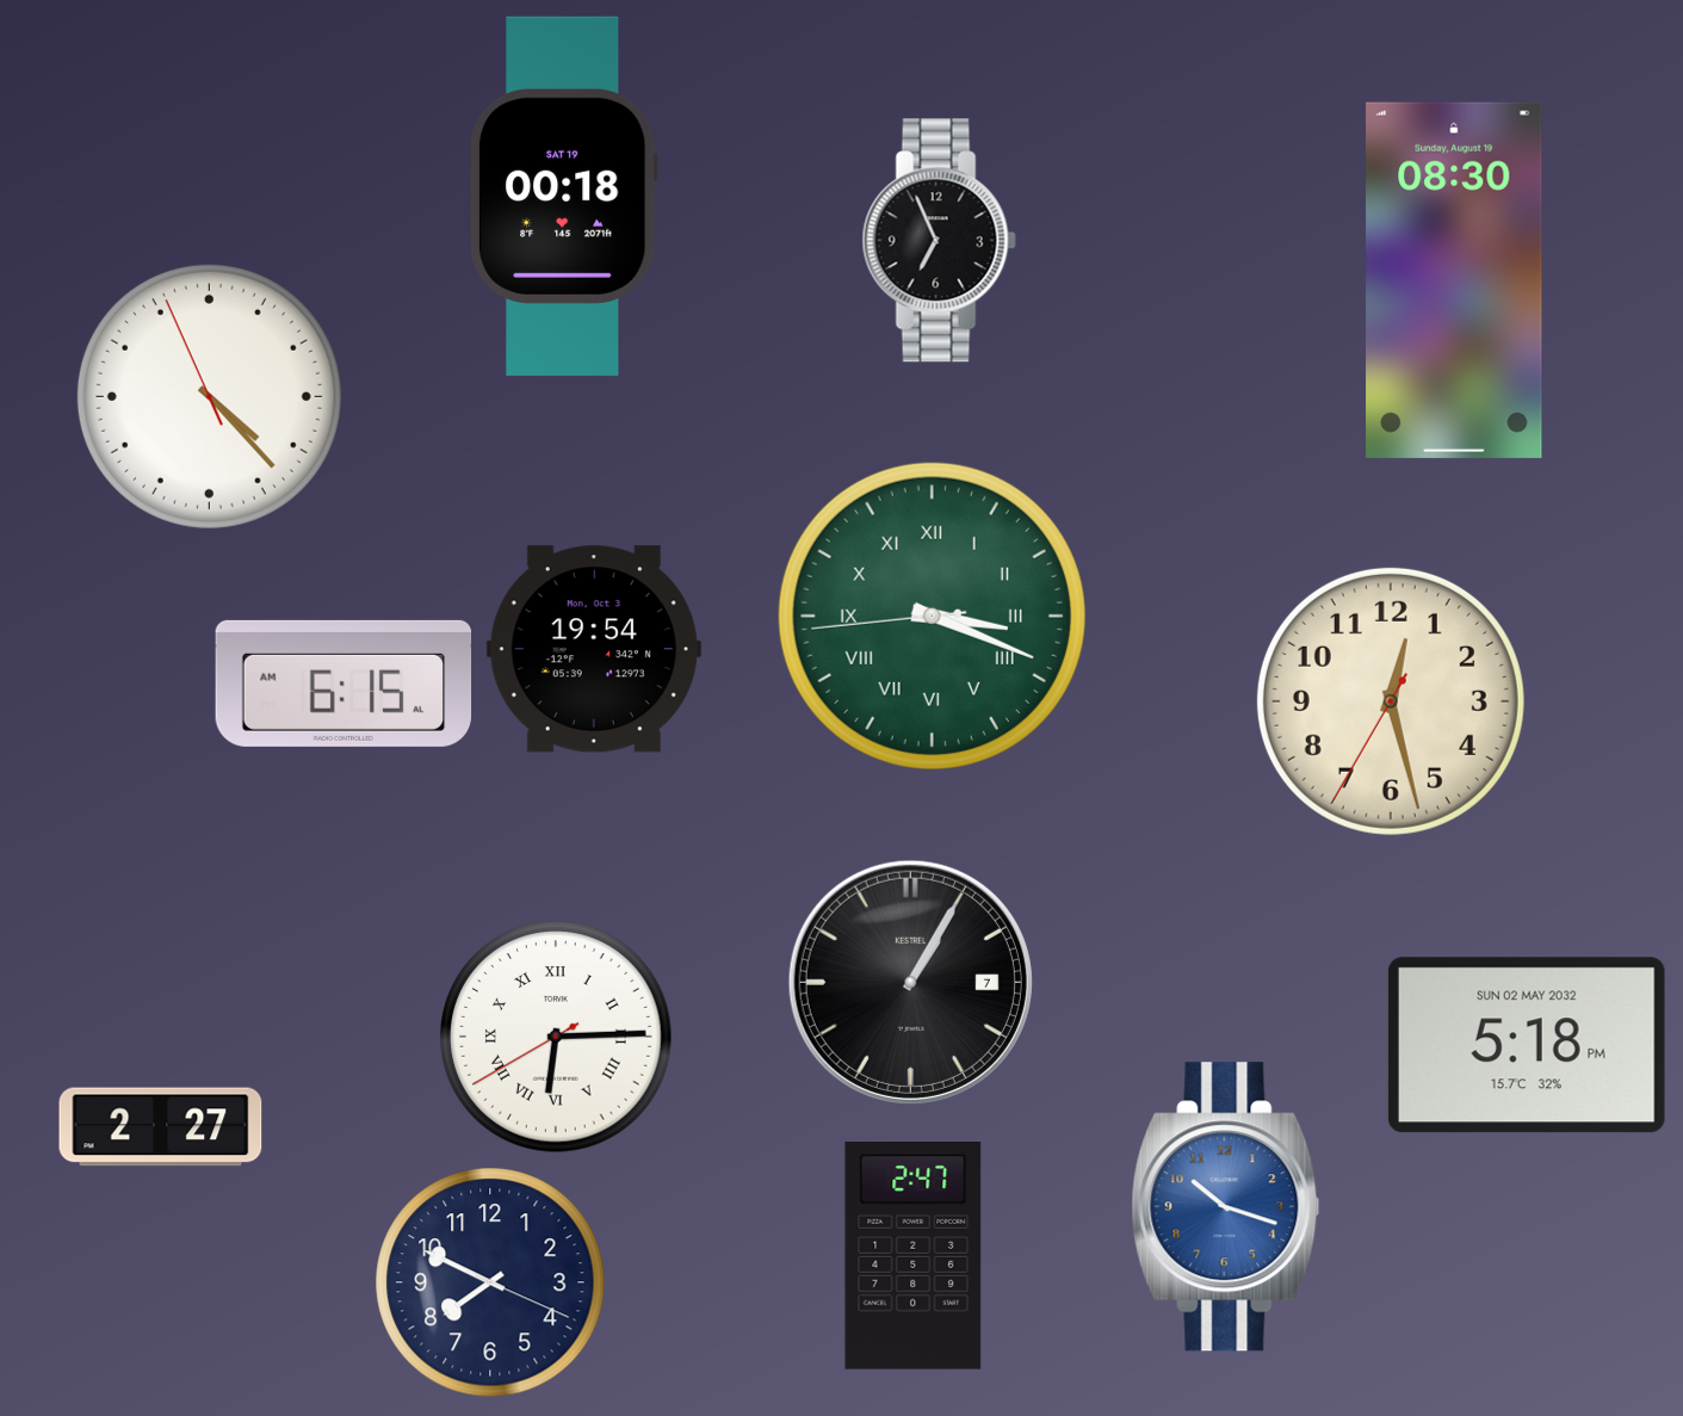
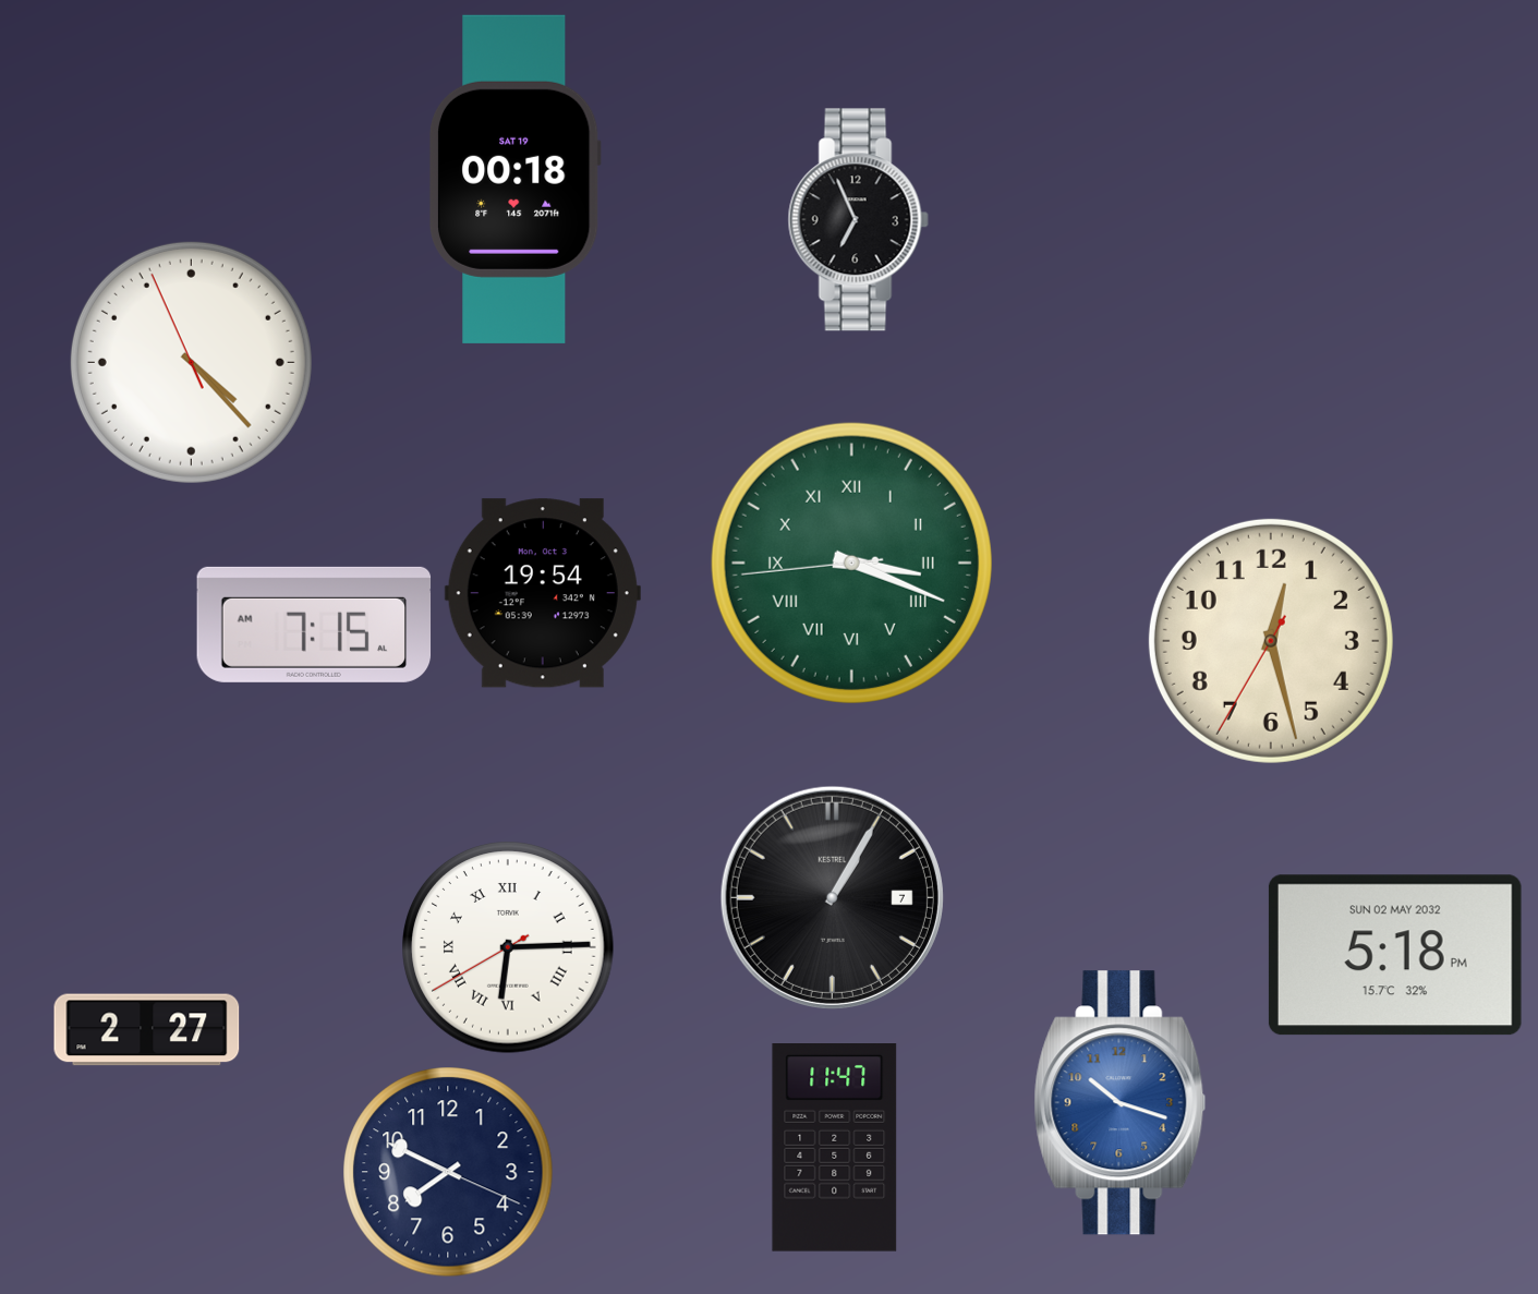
clock at (1454, 280): 08:30 -> none
clock at (344, 684): 6:15 -> 7:15
clock at (914, 1256): 2:47 -> 11:47
